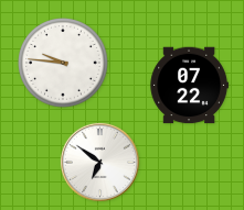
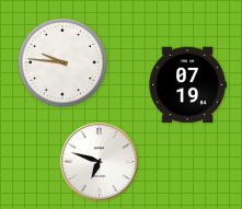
clock at (189, 86): 07:22 -> 07:19
clock at (99, 162): 6:51 -> 6:48
